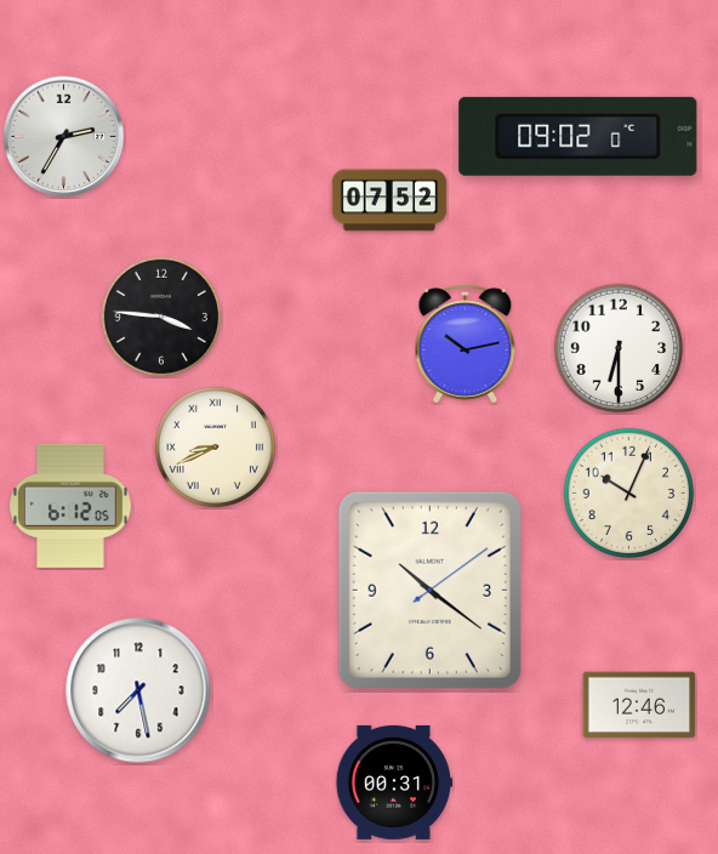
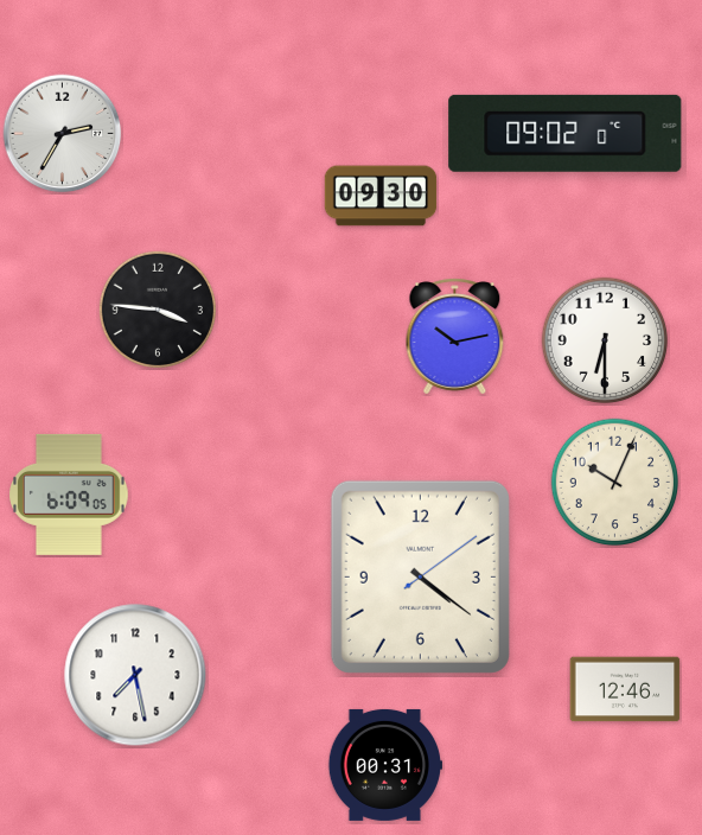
clock at (389, 200): 07:52 -> 09:30
clock at (215, 446): 8:41 -> none
clock at (70, 506): 6:12 -> 6:09
clock at (429, 590): 10:21 -> 4:21
